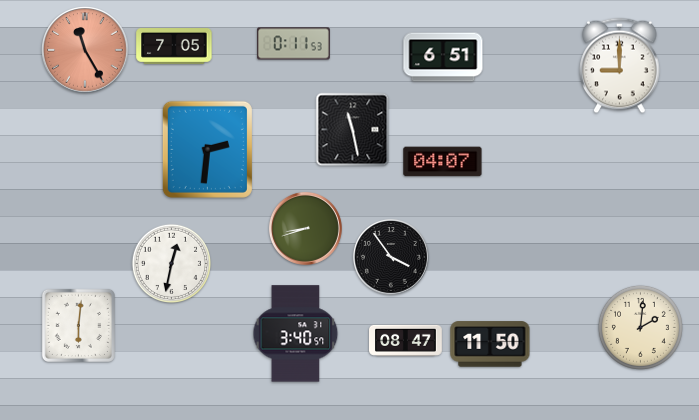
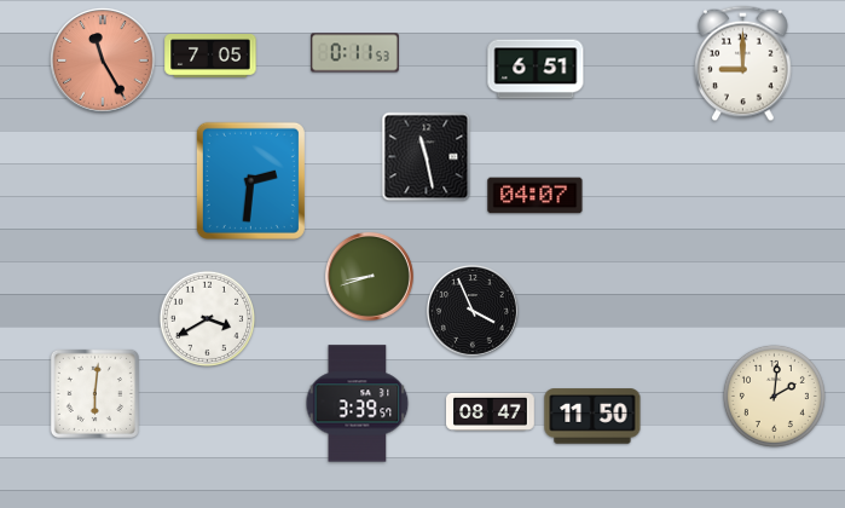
clock at (620, 66) position: (620, 66) -> (743, 64)
clock at (391, 257): 3:54 -> 3:56
clock at (171, 263): 12:32 -> 3:40
clock at (296, 334): 3:40 -> 3:39
